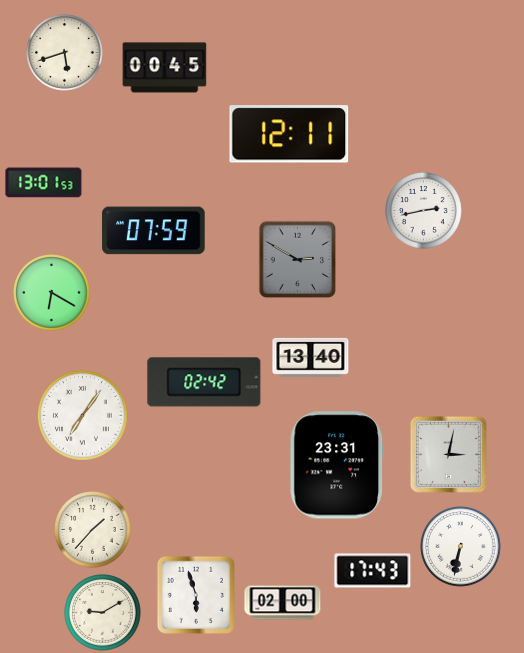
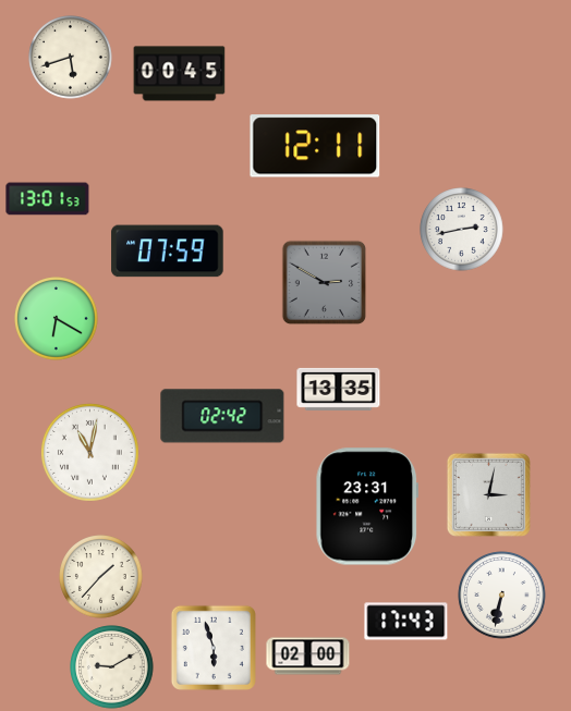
clock at (311, 357): 13:40 -> 13:35
clock at (82, 415): 7:06 -> 11:02
